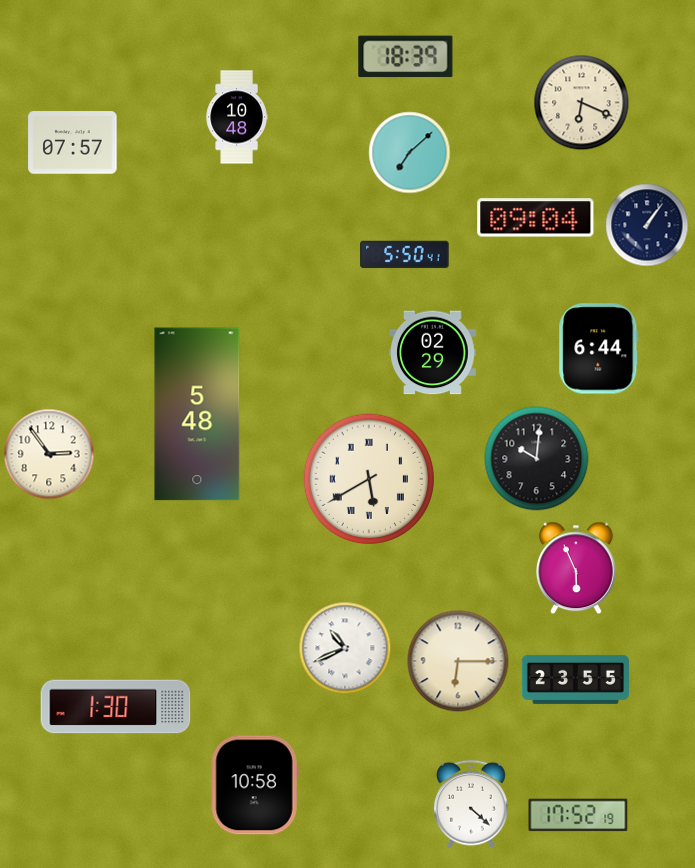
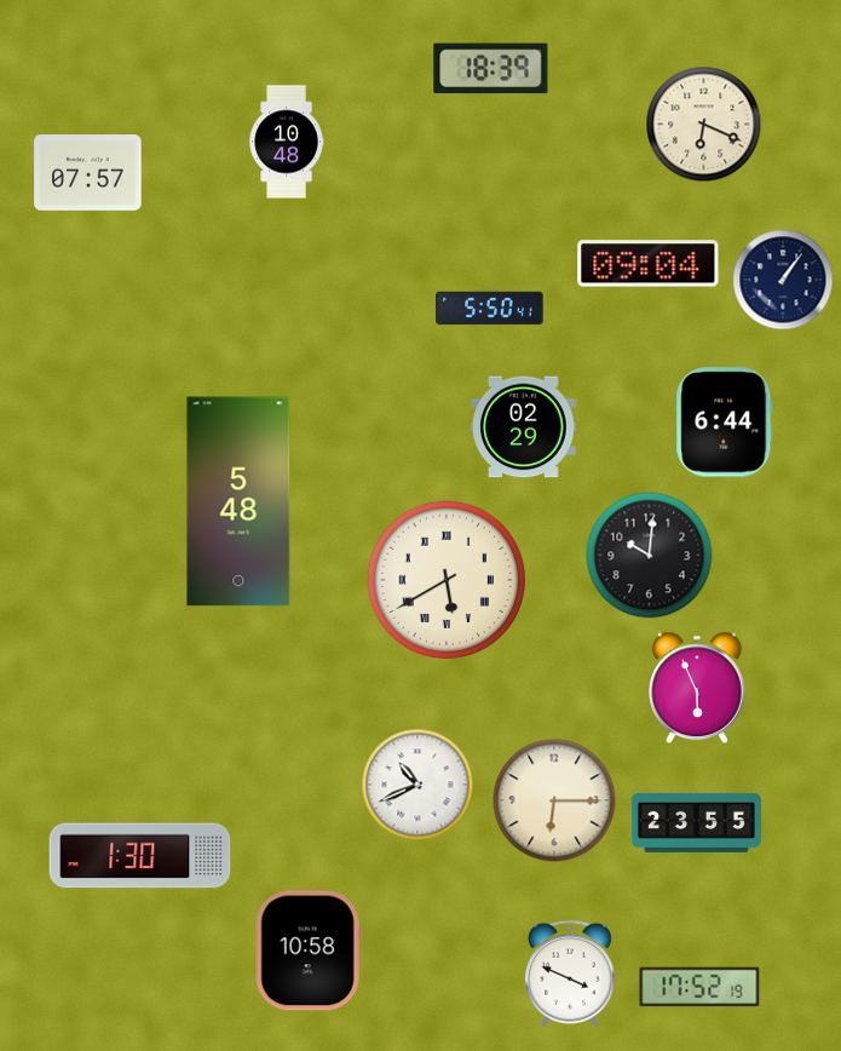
clock at (410, 153): 7:08 -> none
clock at (647, 225) position: (647, 225) -> (783, 280)
clock at (49, 454): 2:54 -> none
clock at (472, 804): 4:22 -> 3:49
